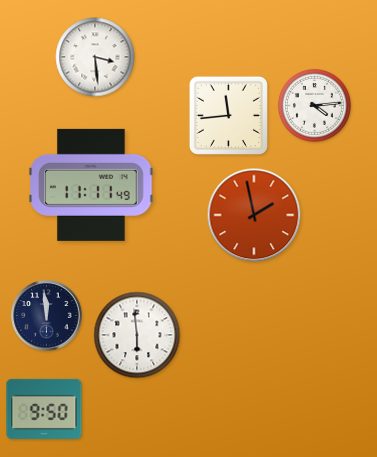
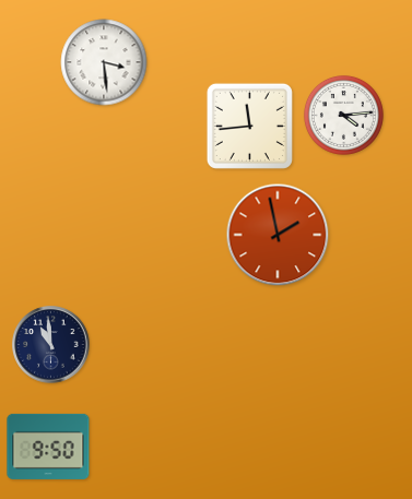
clock at (91, 185): 11:11 -> none
clock at (47, 316): 11:59 -> 10:59
clock at (137, 335): 5:59 -> none
